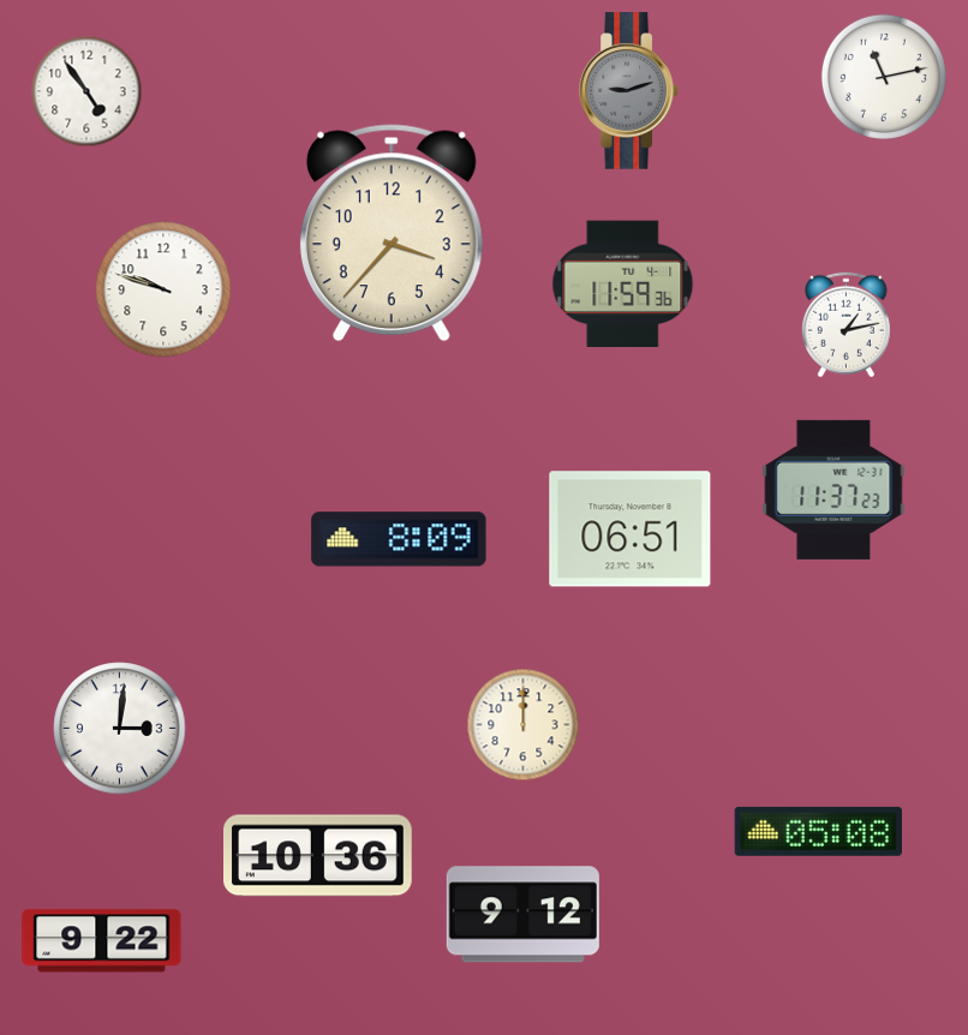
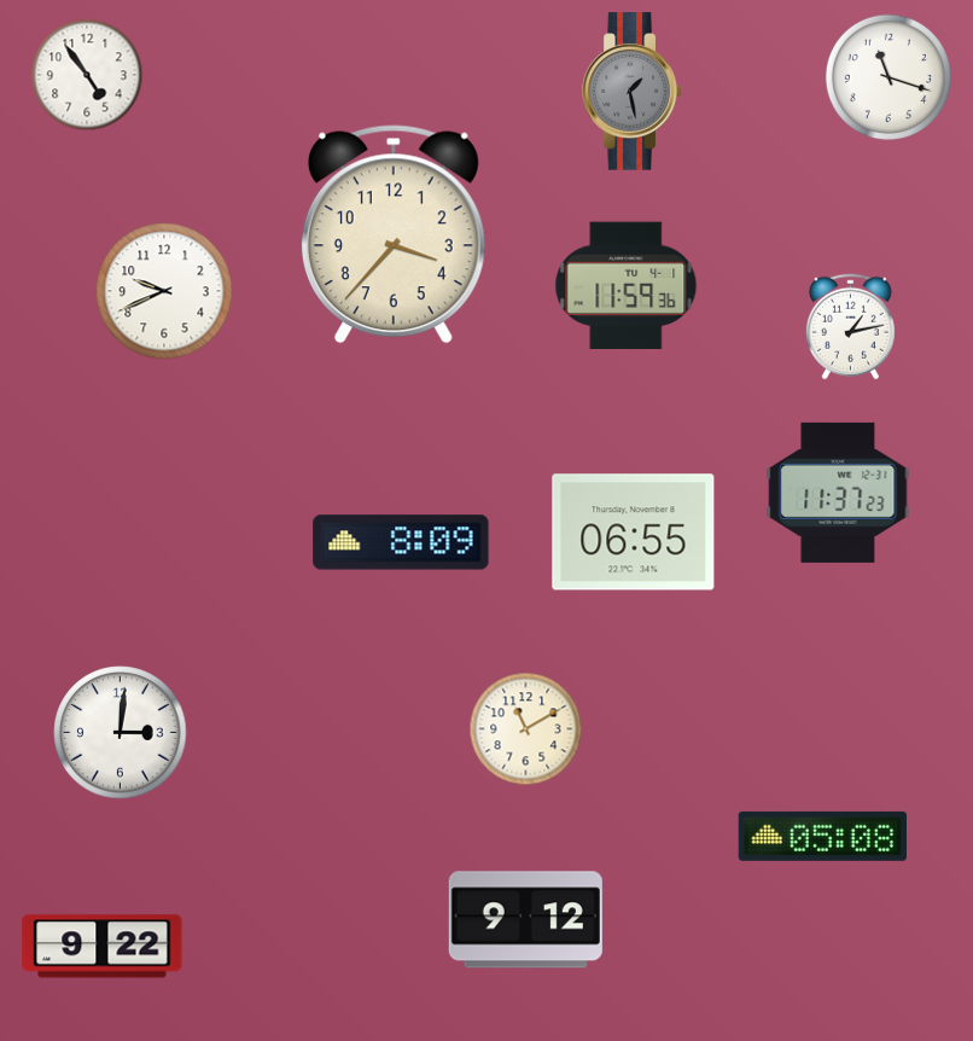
clock at (884, 77): 11:13 -> 11:18
clock at (86, 91) position: (86, 91) -> (87, 75)
clock at (629, 91): 9:12 -> 1:28
clock at (163, 289): 9:48 -> 9:41
clock at (631, 530): 06:51 -> 06:55
clock at (524, 725): 12:00 -> 11:10
clock at (318, 856): 10:36 -> none
